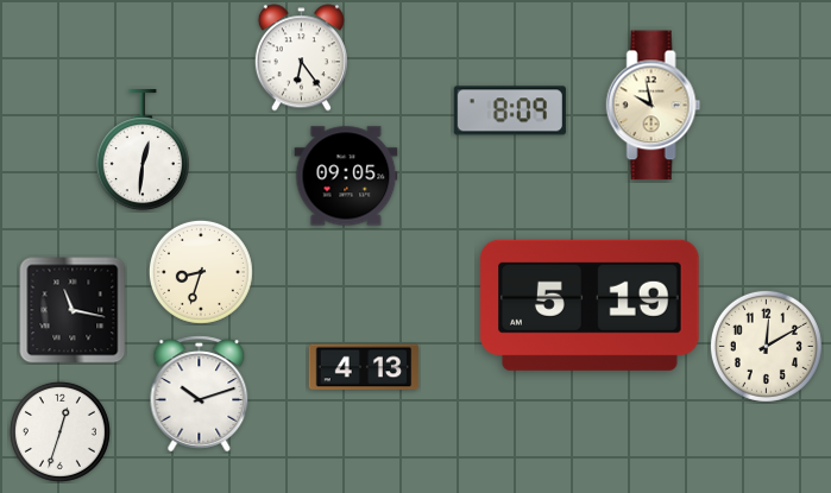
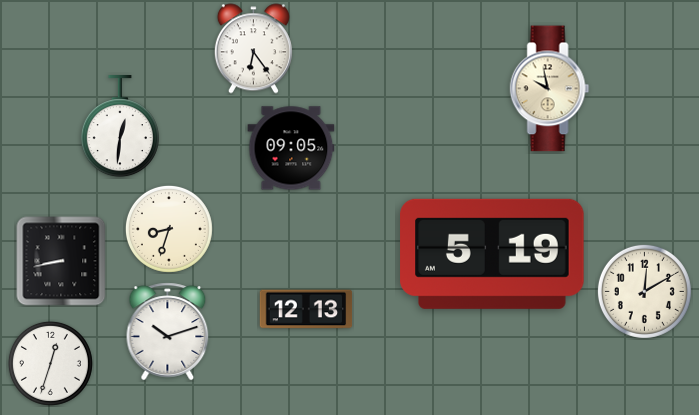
clock at (510, 110): 8:09 -> none
clock at (590, 305) position: (590, 305) -> (492, 254)
clock at (73, 310): 11:17 -> 8:43
clock at (364, 367): 4:13 -> 12:13
